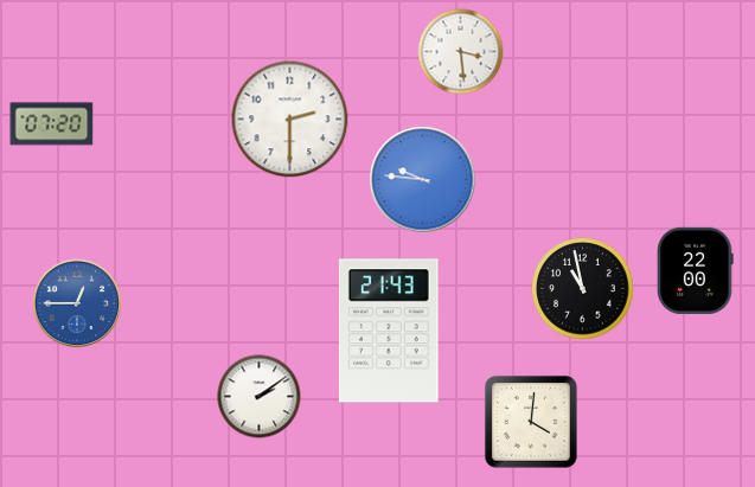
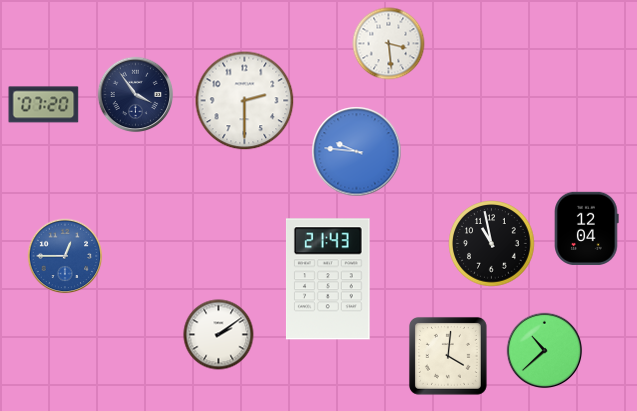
clock at (136, 95): none -> 3:54
clock at (696, 270): 22:00 -> 12:04
clock at (545, 351): none -> 10:38
